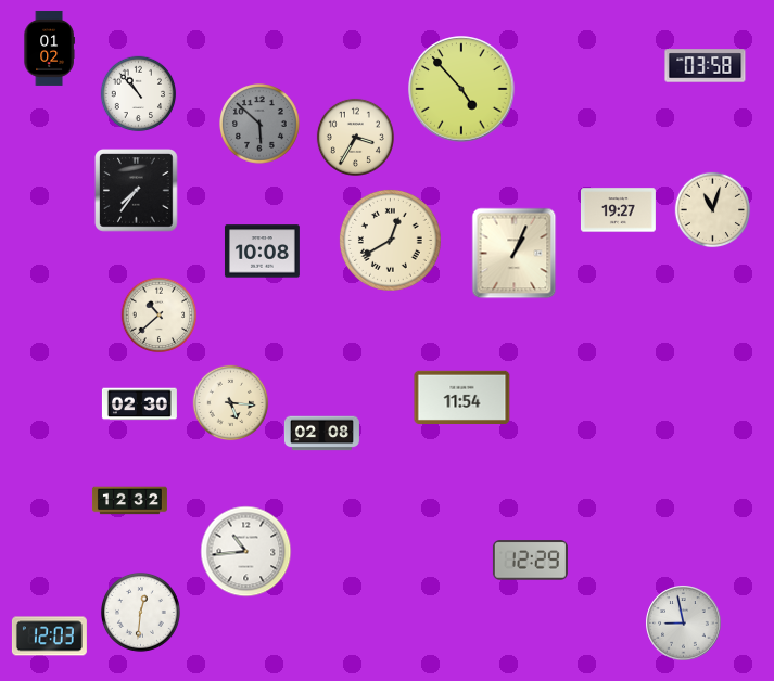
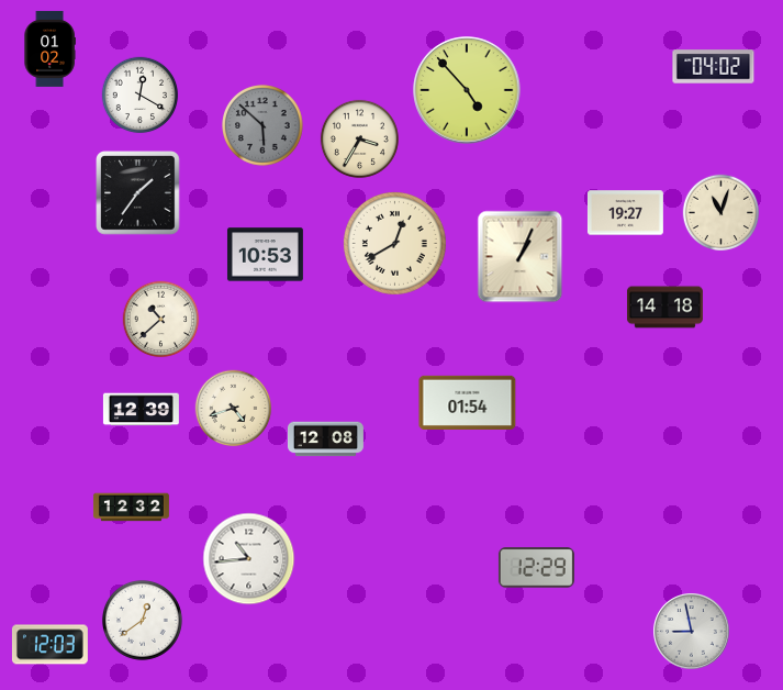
clock at (706, 66): 03:58 -> 04:02
clock at (139, 94): 10:53 -> 12:20
clock at (137, 191): 7:36 -> 1:36
clock at (262, 252): 10:08 -> 10:53
clock at (664, 308): none -> 14:18
clock at (462, 397): 11:54 -> 01:54
clock at (231, 403): 5:16 -> 4:42
clock at (139, 404): 02:30 -> 12:39
clock at (321, 434): 02:08 -> 12:08
clock at (141, 613): 12:31 -> 12:39
